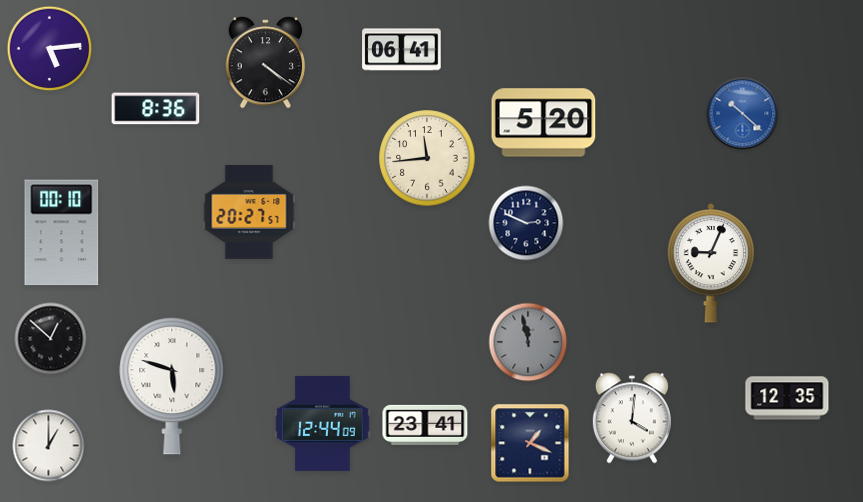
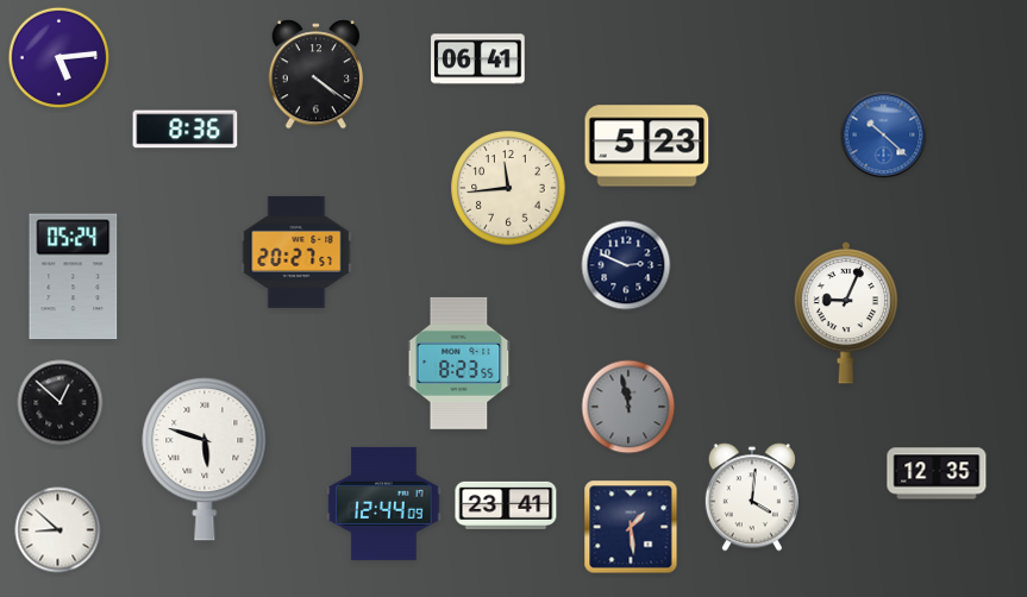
clock at (544, 123): 5:20 -> 5:23
clock at (62, 233): 00:10 -> 05:24
clock at (459, 363): none -> 8:23
clock at (530, 443): 1:19 -> 1:29
clock at (49, 446): 1:00 -> 8:52
